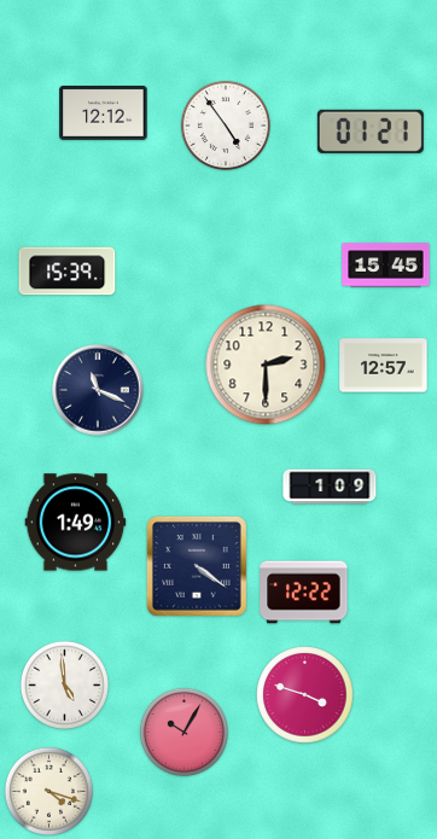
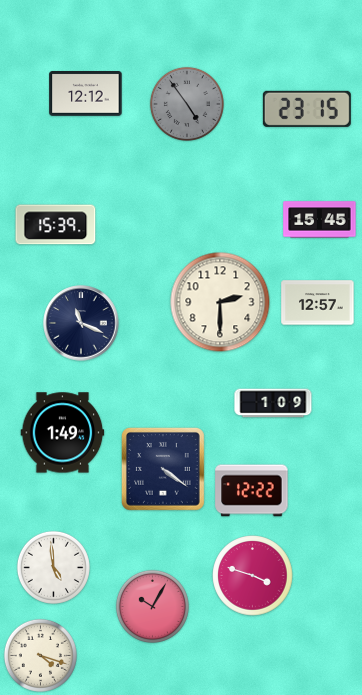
clock at (226, 126) dial: white -> grey
clock at (371, 132): 01:21 -> 23:15
